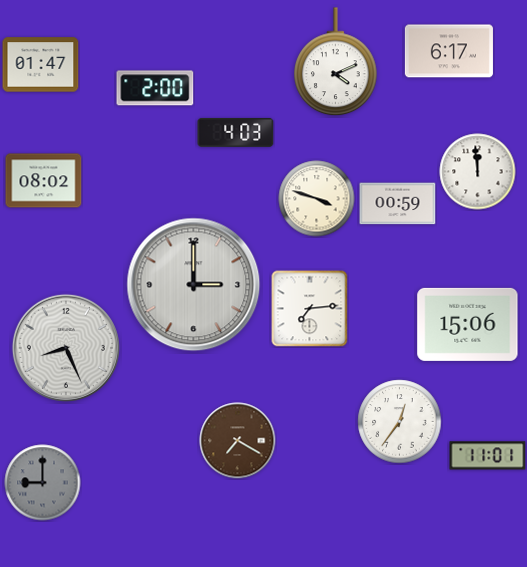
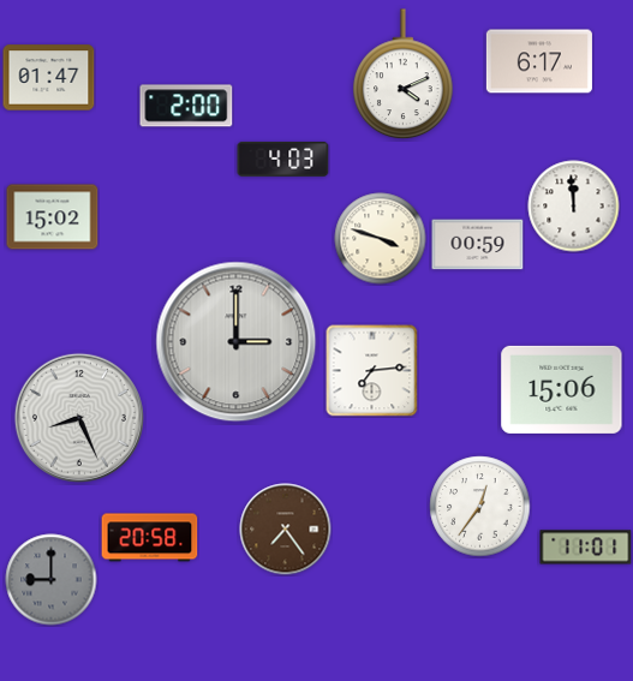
clock at (44, 181): 08:02 -> 15:02
clock at (194, 285) position: (194, 285) -> (237, 342)
clock at (238, 441): 7:20 -> 7:24
clock at (150, 538): none -> 20:58
